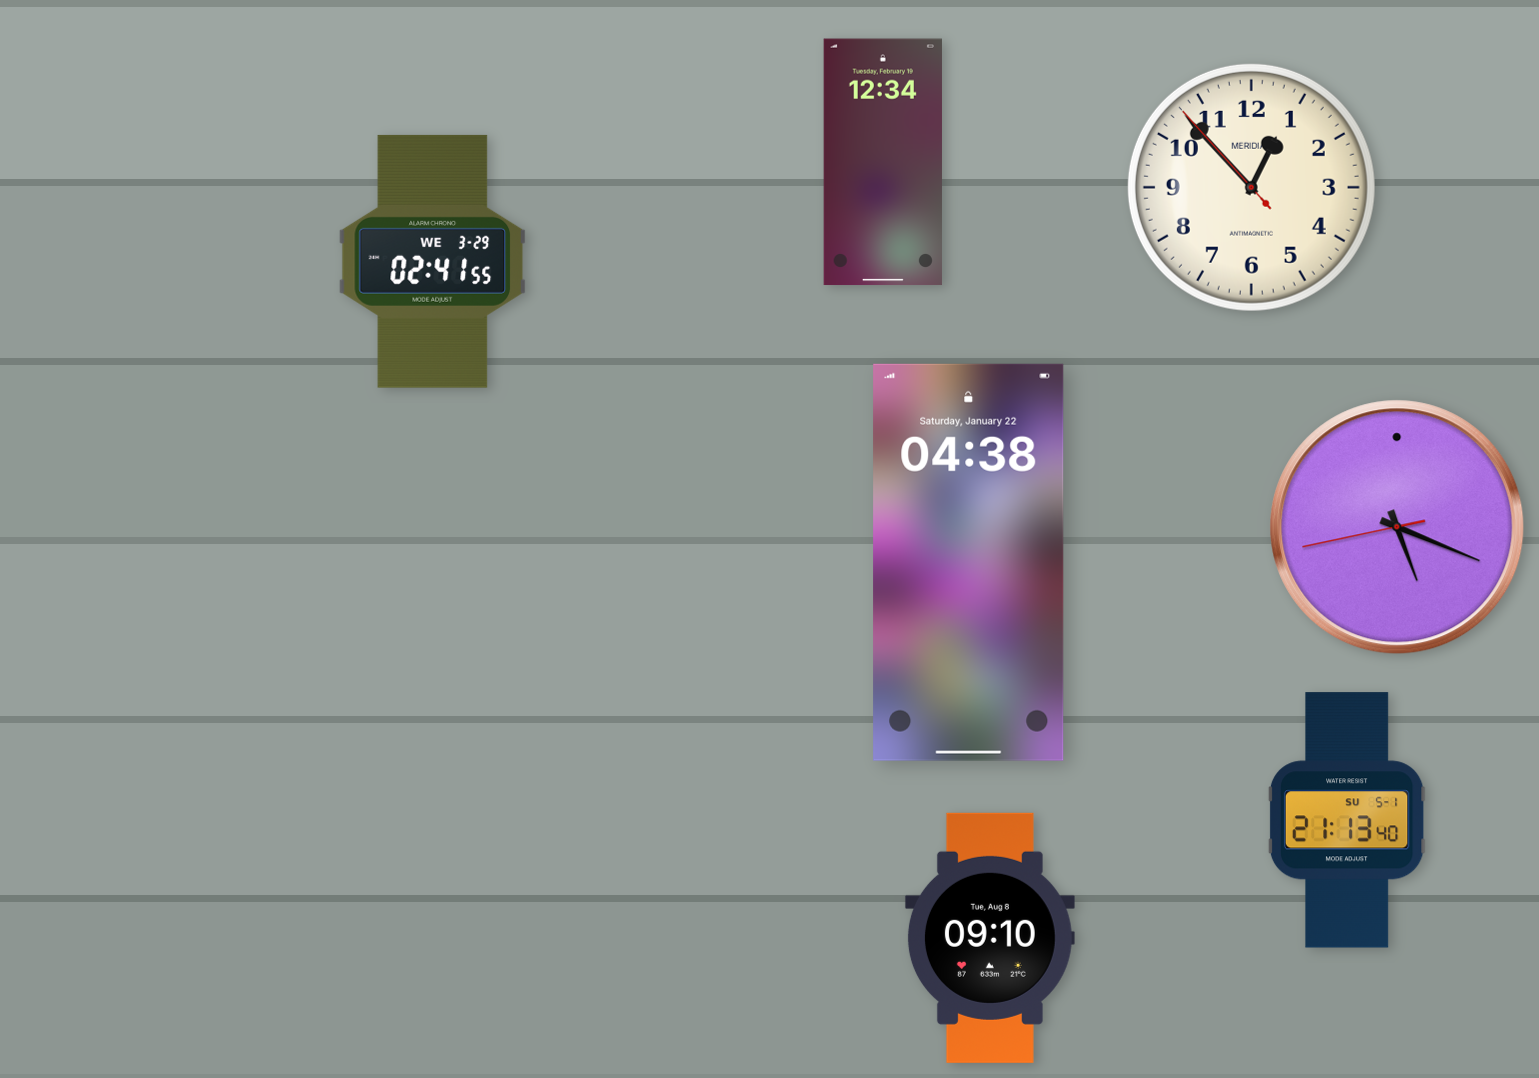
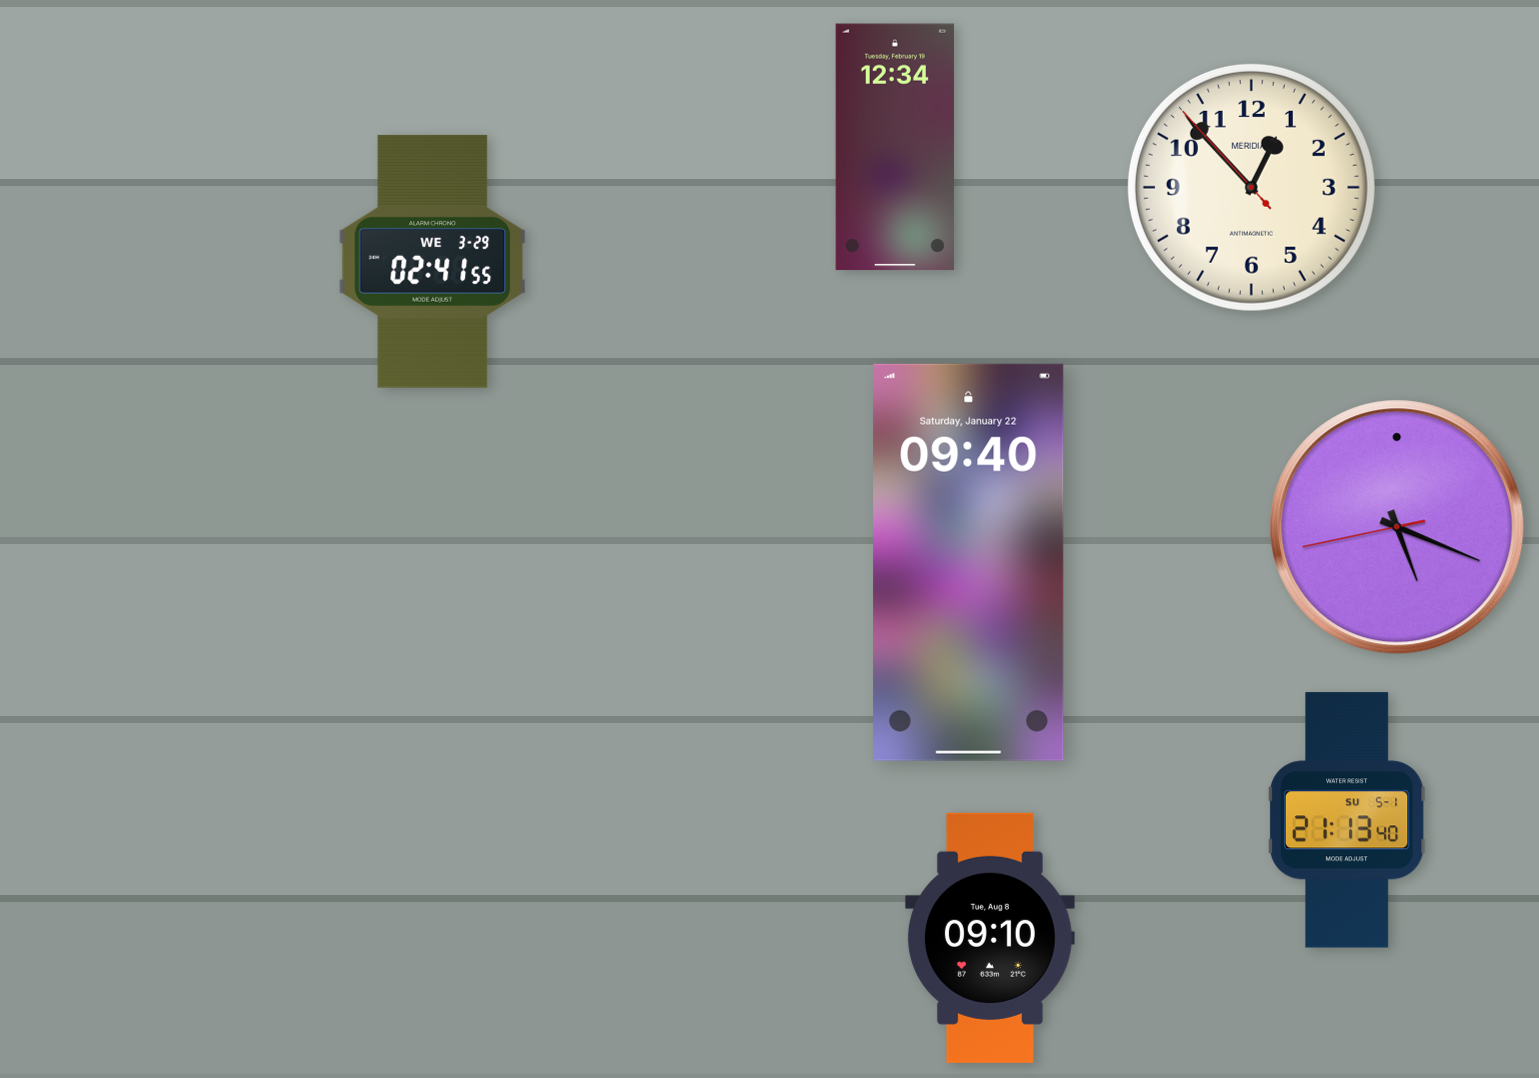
clock at (883, 162) position: (883, 162) -> (895, 147)
clock at (969, 562): 04:38 -> 09:40
